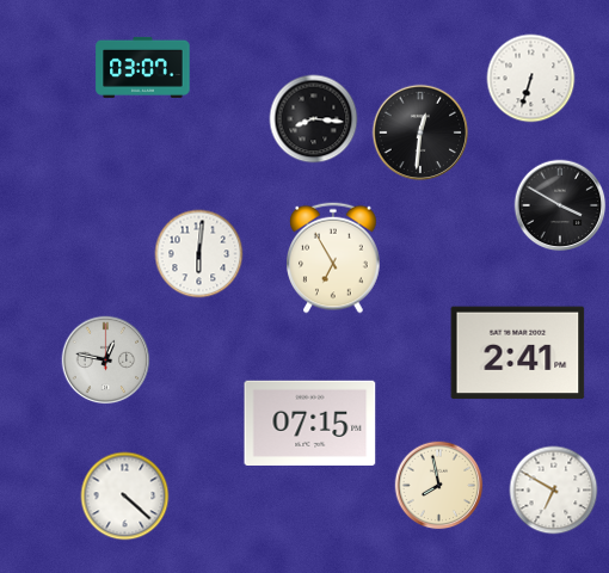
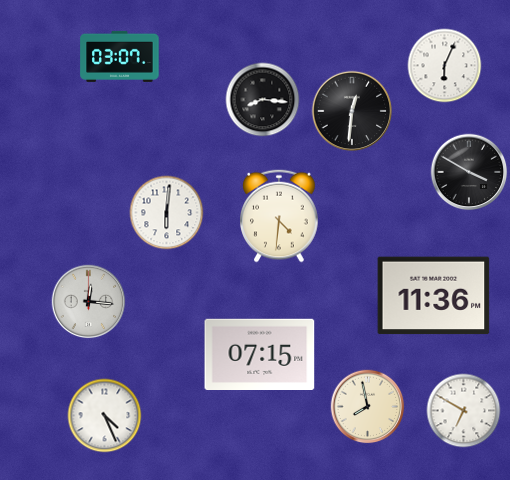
clock at (531, 79): 6:33 -> 6:04
clock at (333, 258): 6:55 -> 4:31
clock at (518, 353): 2:41 -> 11:36
clock at (106, 361): 12:47 -> 12:16
clock at (125, 497): 4:22 -> 4:26
